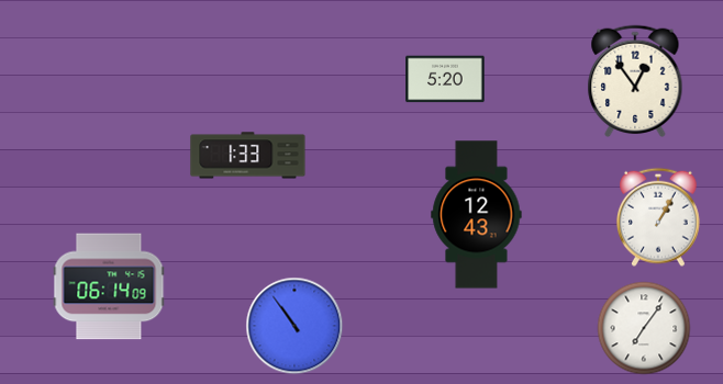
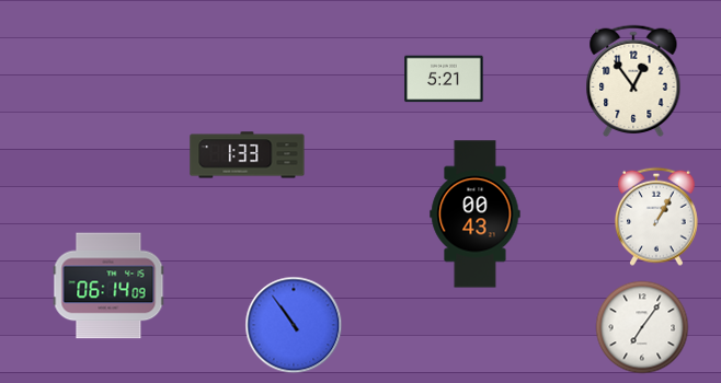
clock at (445, 79): 5:20 -> 5:21
clock at (477, 215): 12:43 -> 00:43
